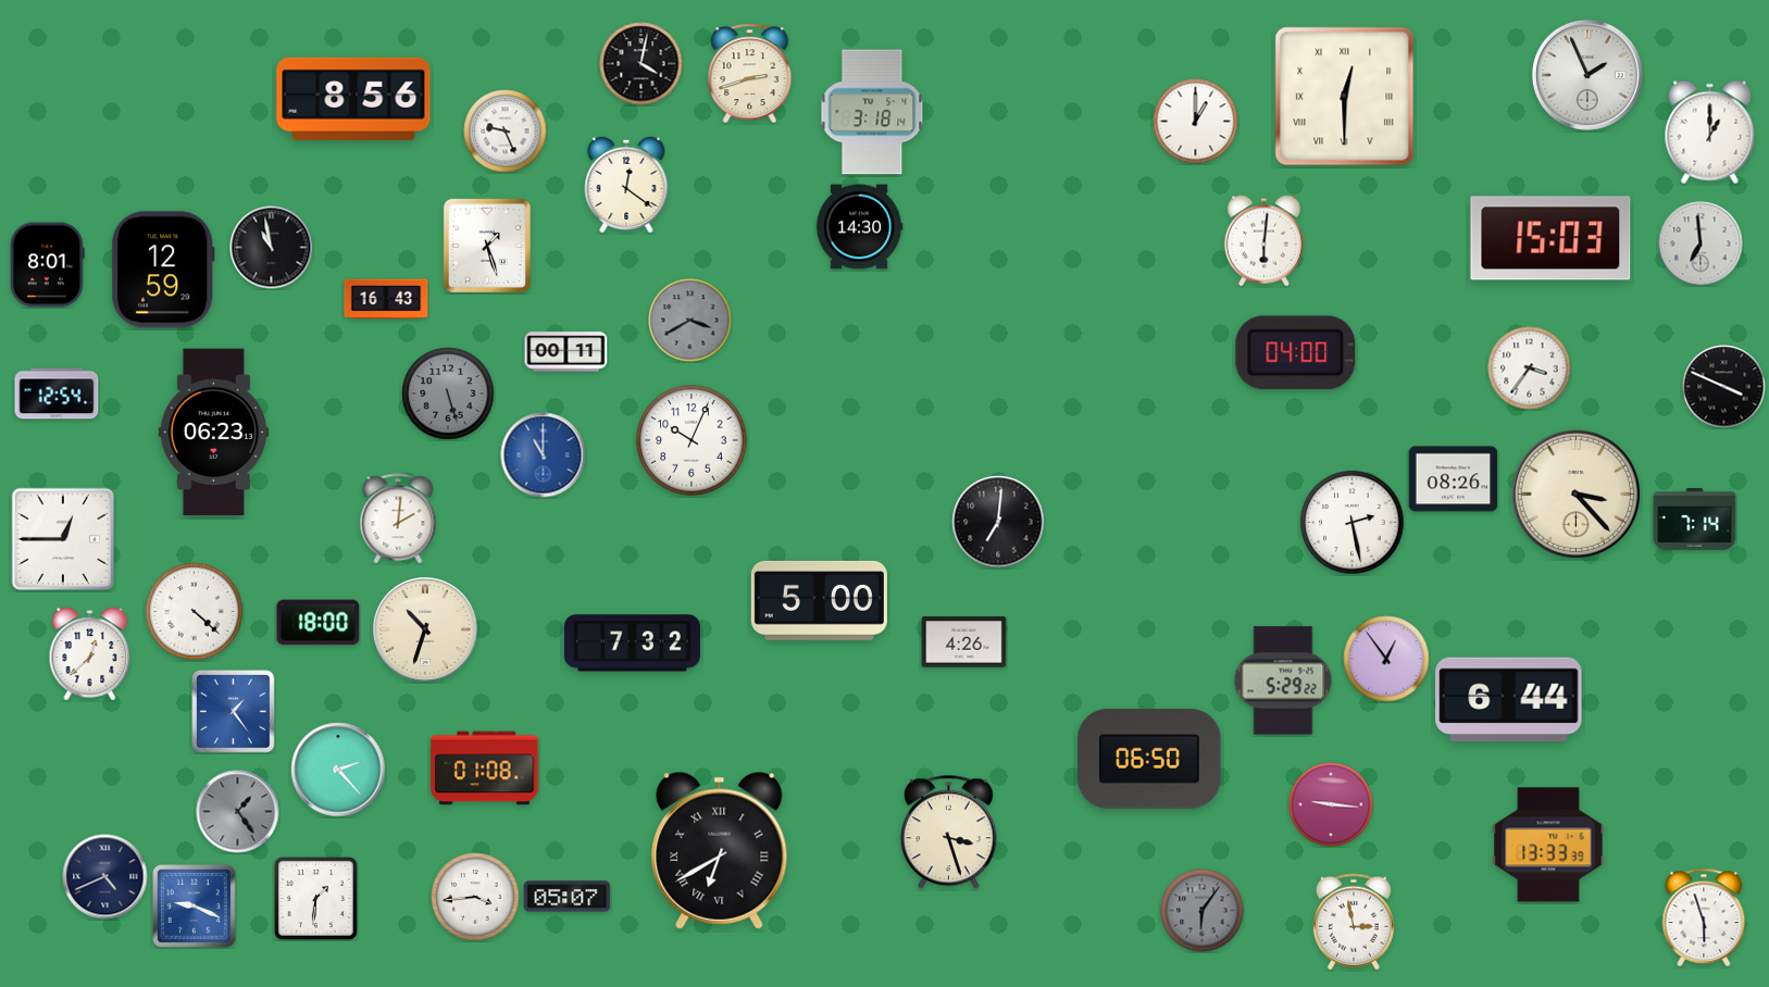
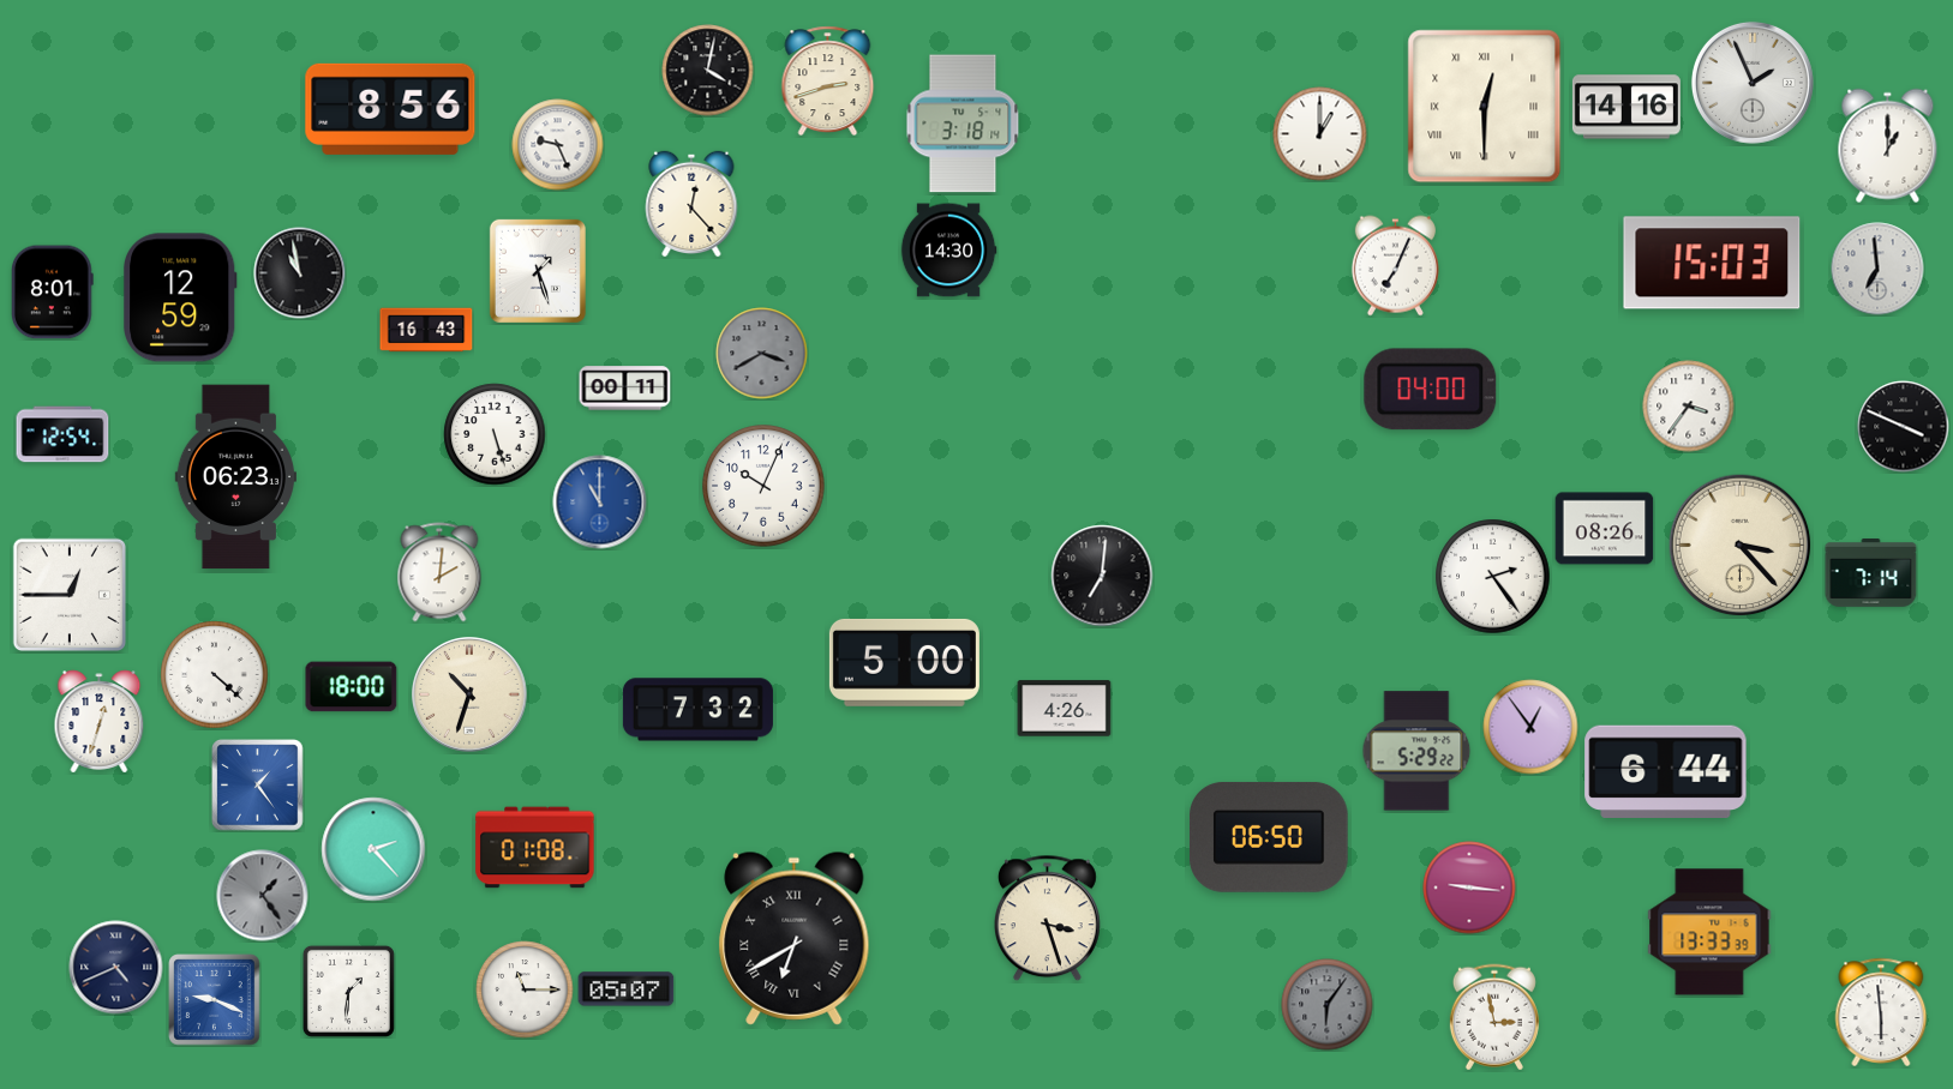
clock at (1626, 107): none -> 14:16
clock at (626, 185): 12:21 -> 12:23
clock at (1263, 241): 6:01 -> 7:04
clock at (448, 393) dial: grey -> white
clock at (1353, 523): 2:28 -> 2:24
clock at (90, 654): 12:38 -> 12:33
clock at (475, 897): 3:44 -> 11:15
clock at (1704, 917): 5:57 -> 5:59
